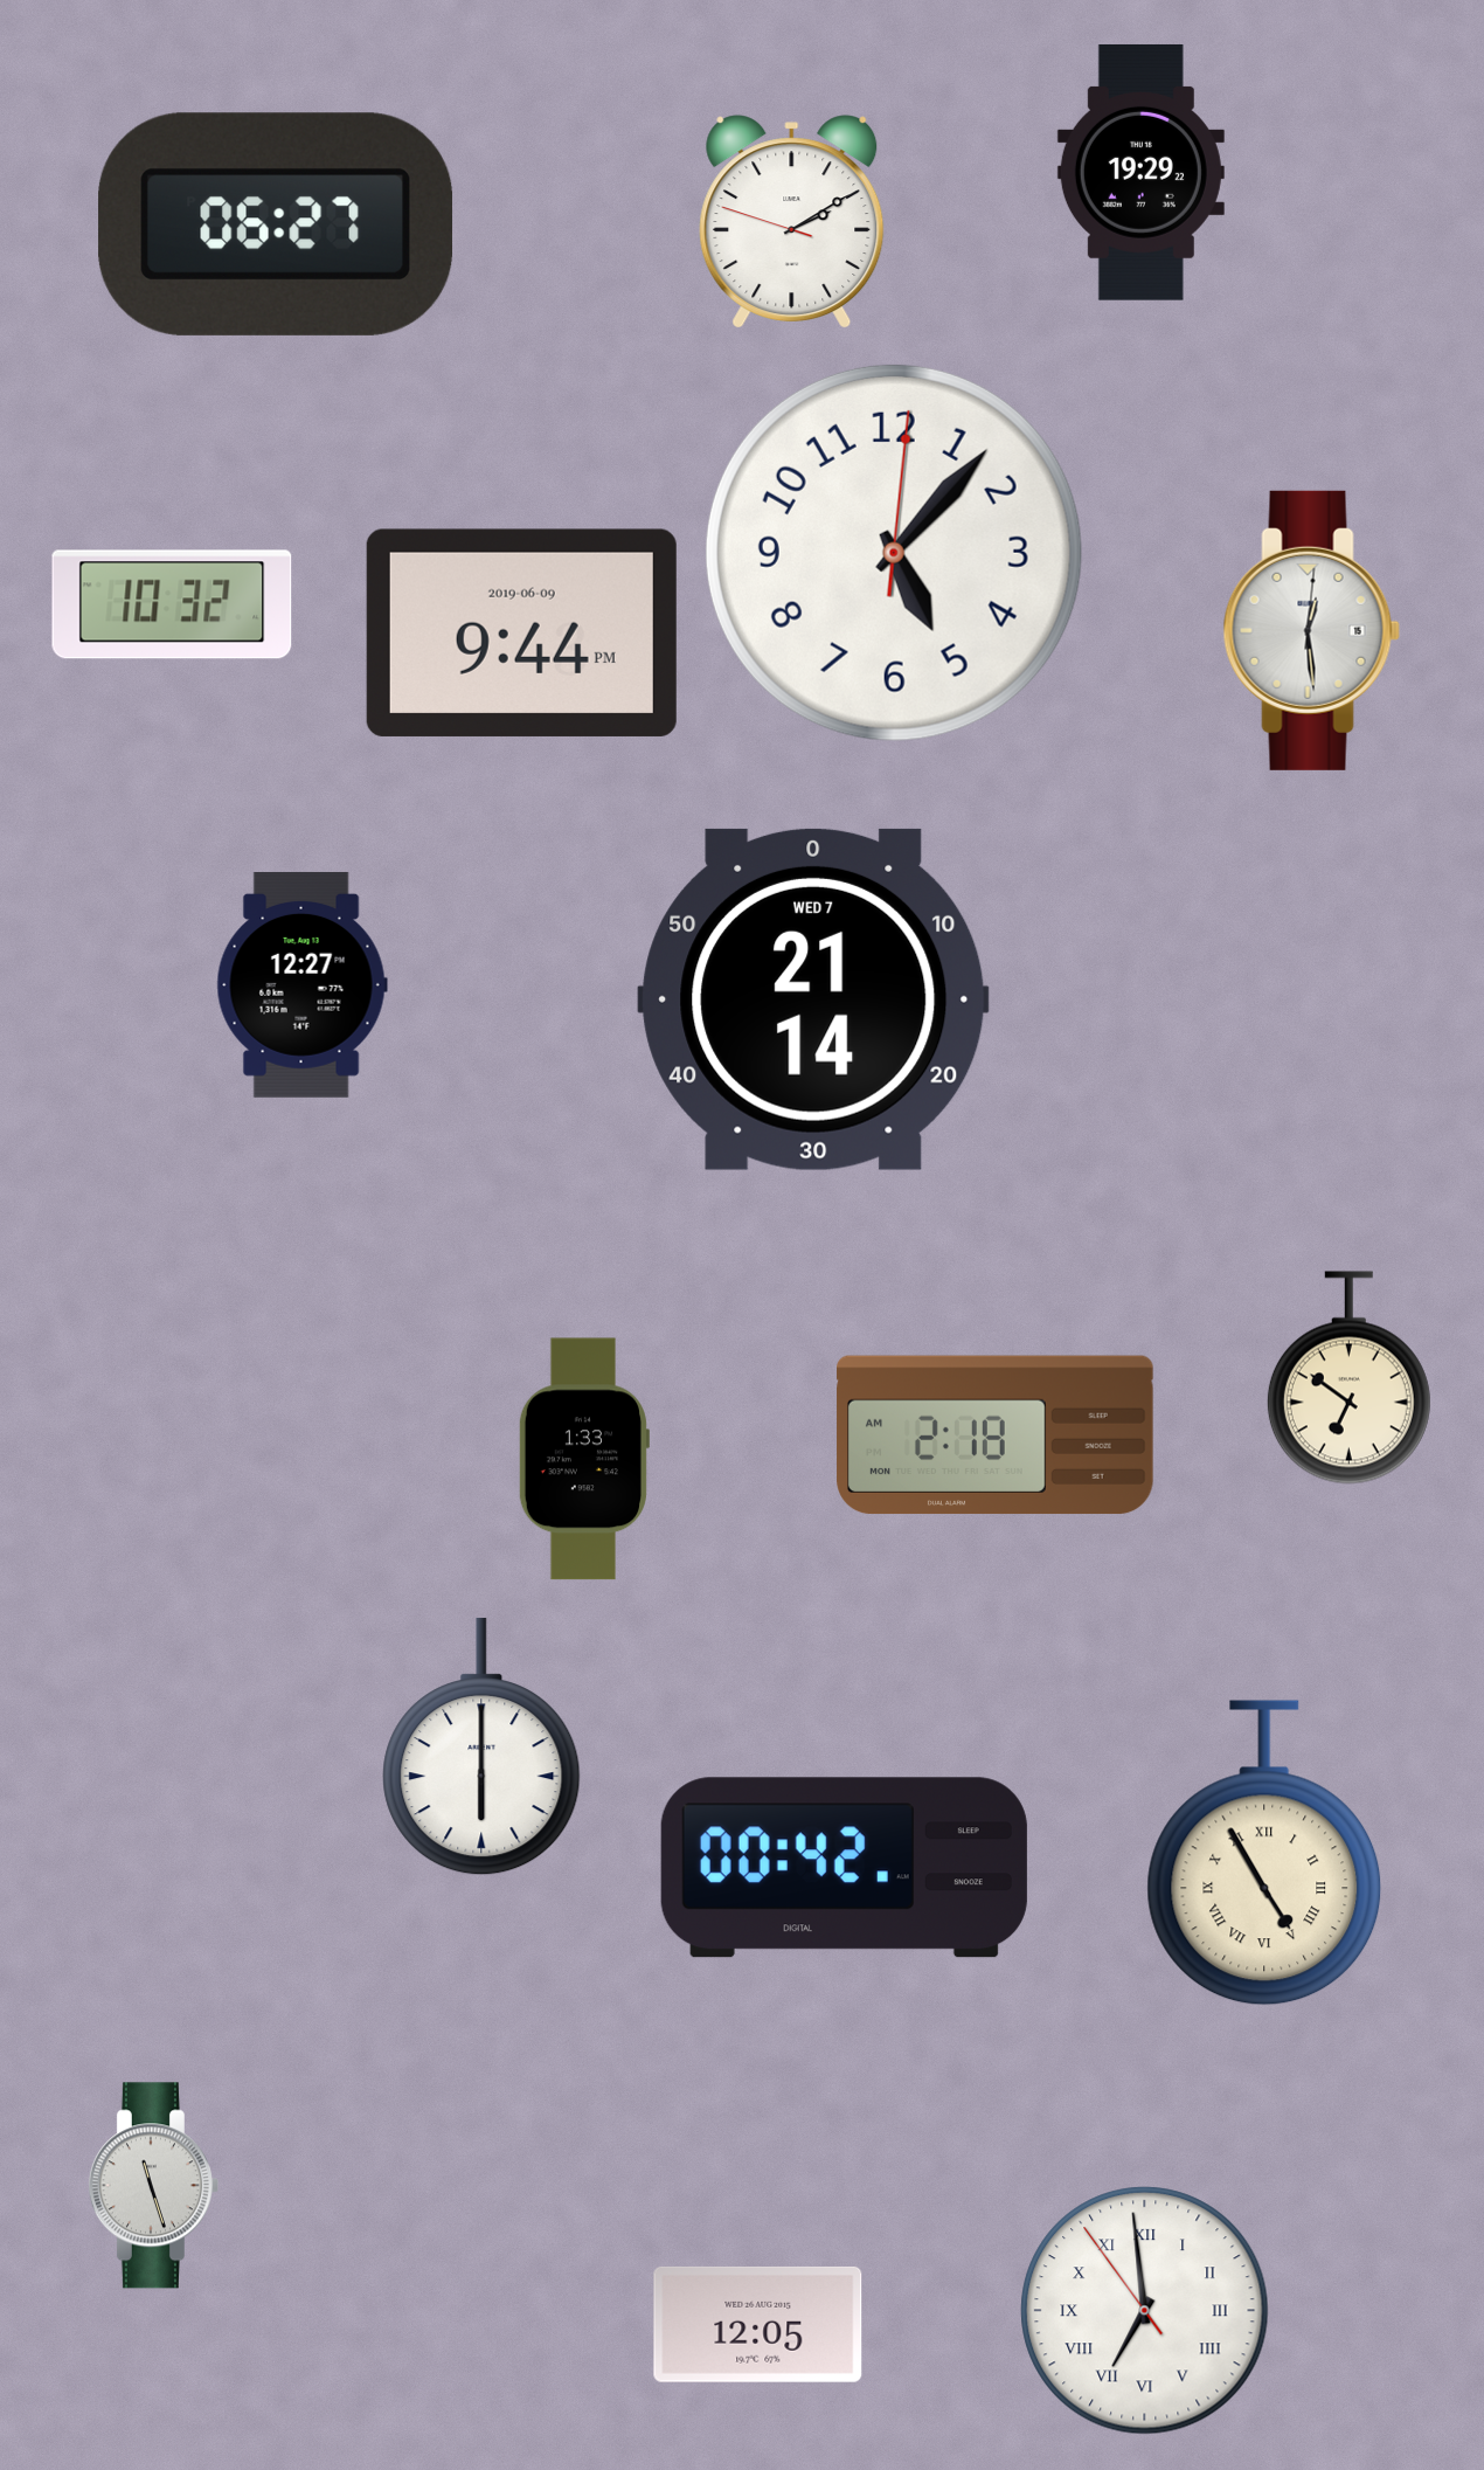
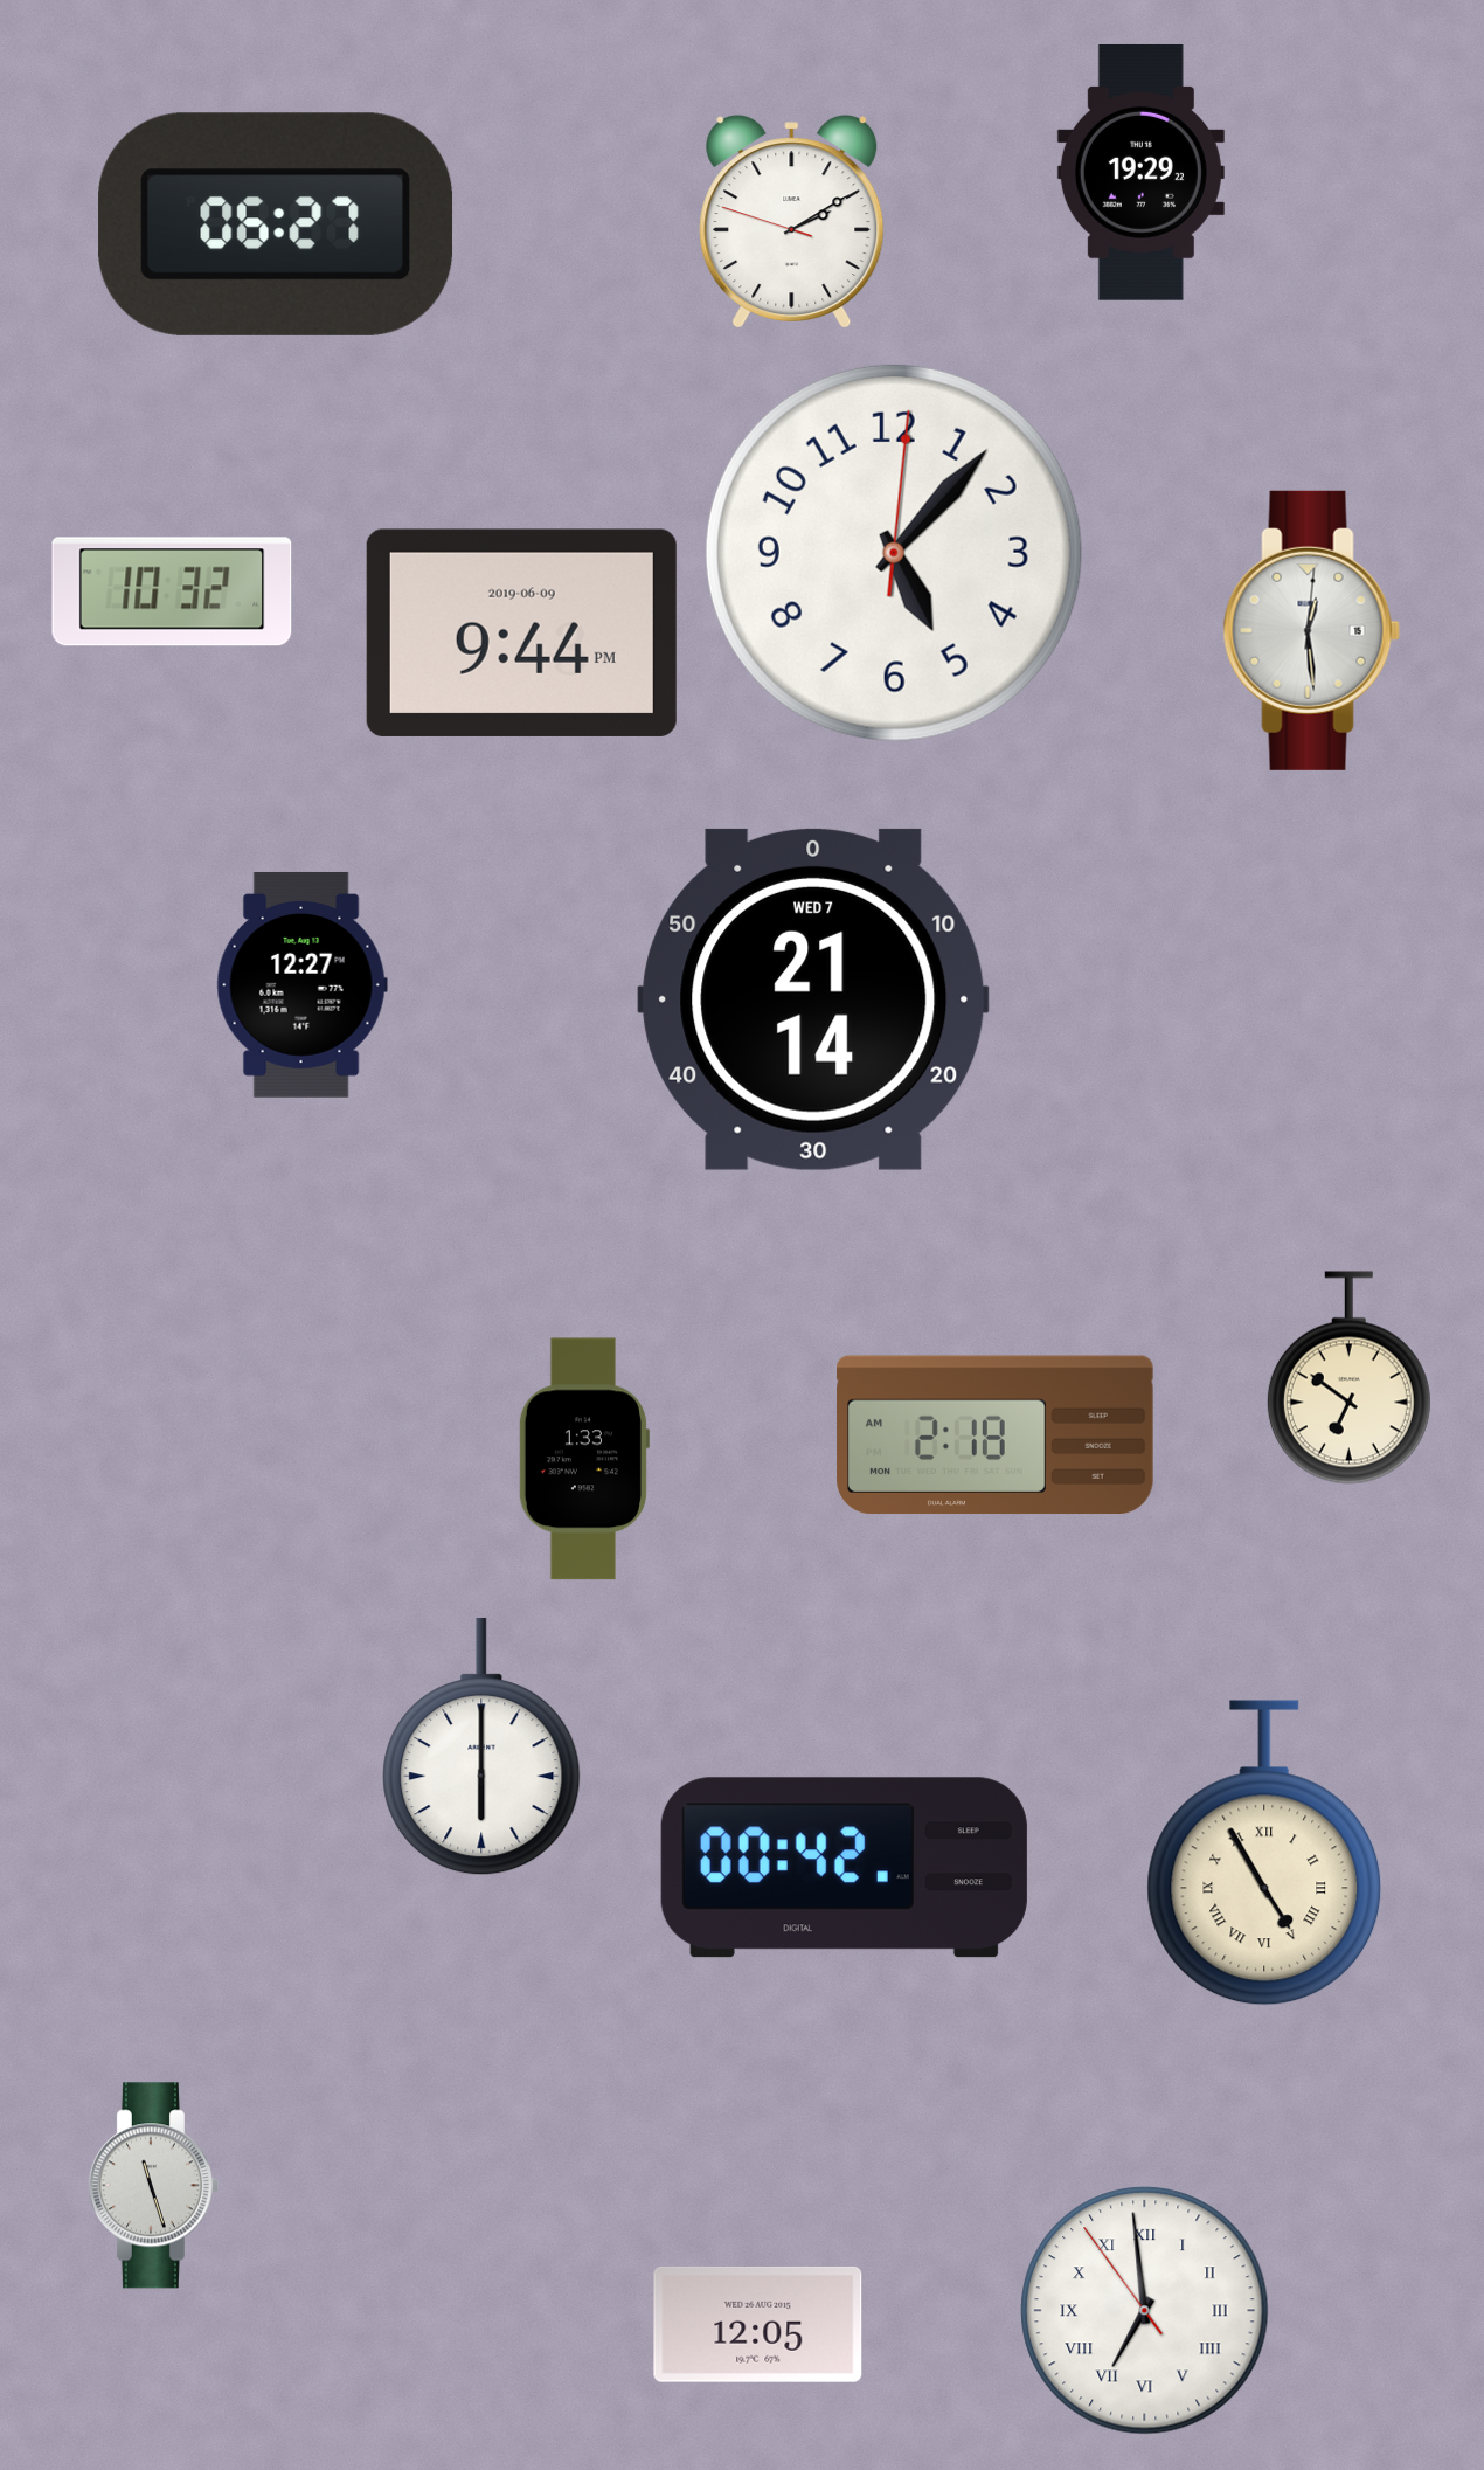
clock at (172, 604) position: (172, 604) -> (172, 591)
